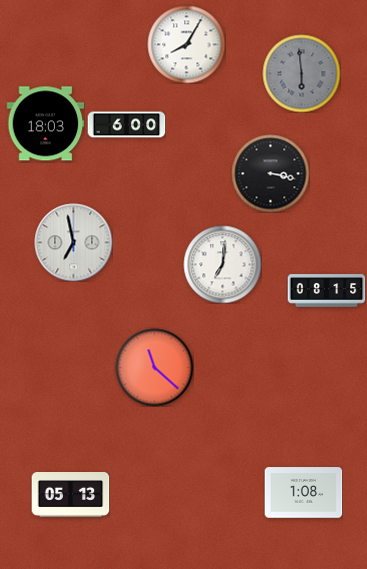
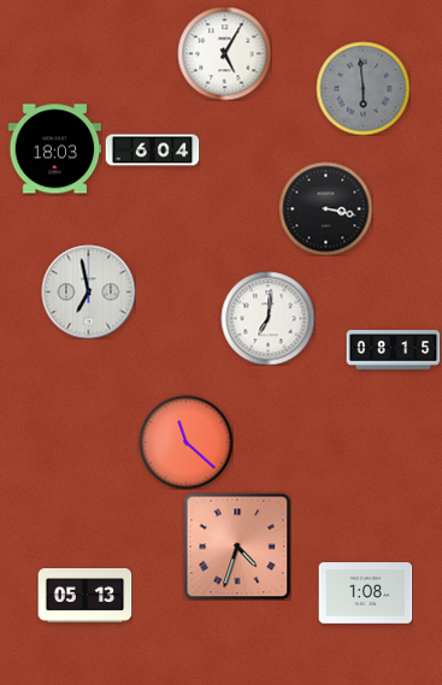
clock at (186, 44): 8:05 -> 5:05
clock at (126, 125): 6:00 -> 6:04
clock at (237, 547): none -> 4:33
